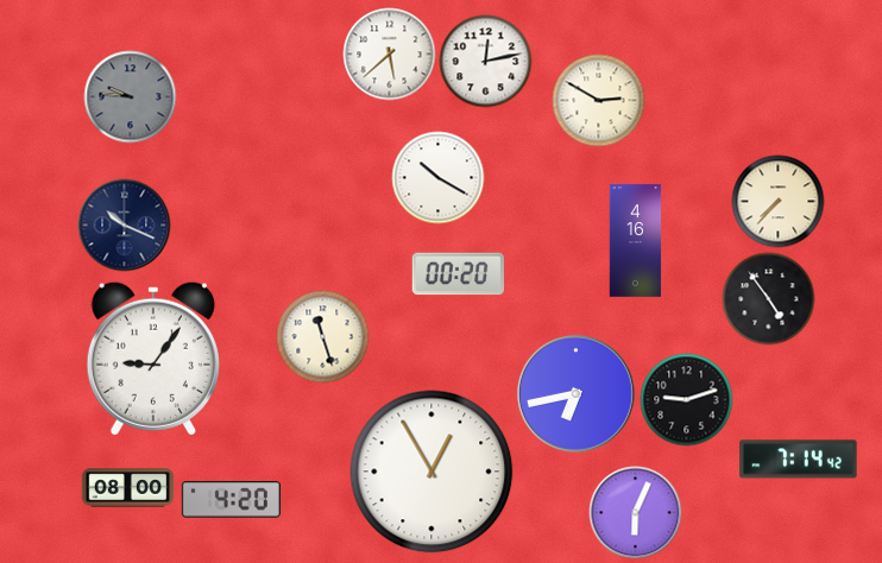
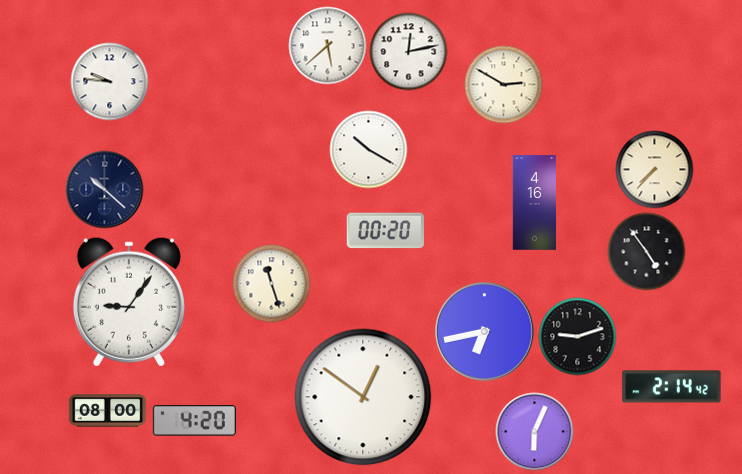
clock at (130, 96) dial: grey -> white
clock at (124, 224): 10:19 -> 10:22
clock at (799, 460): 7:14 -> 2:14
clock at (431, 472): 12:55 -> 12:51
